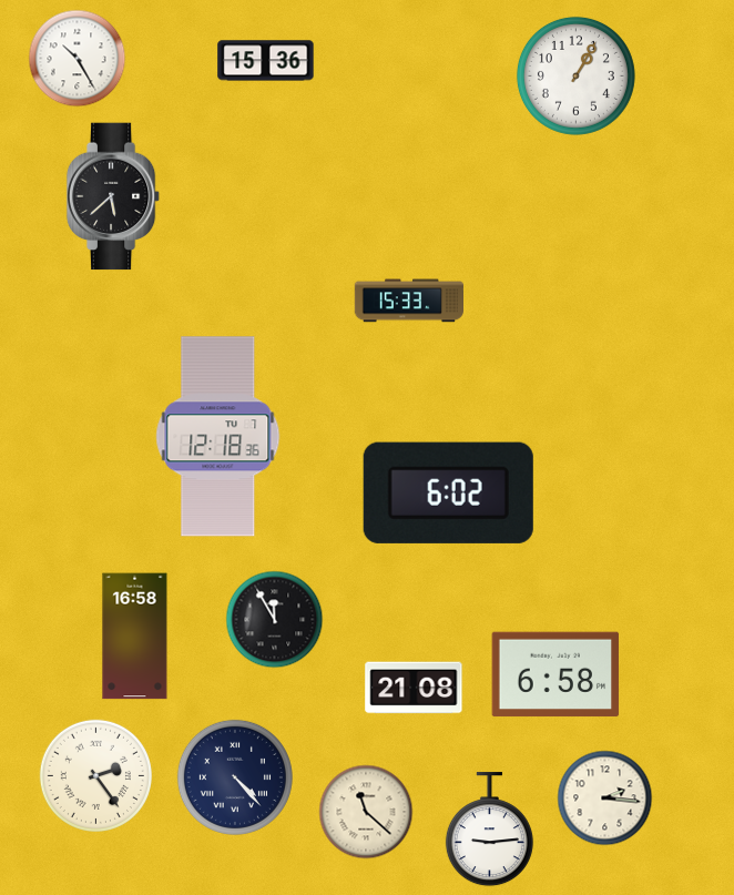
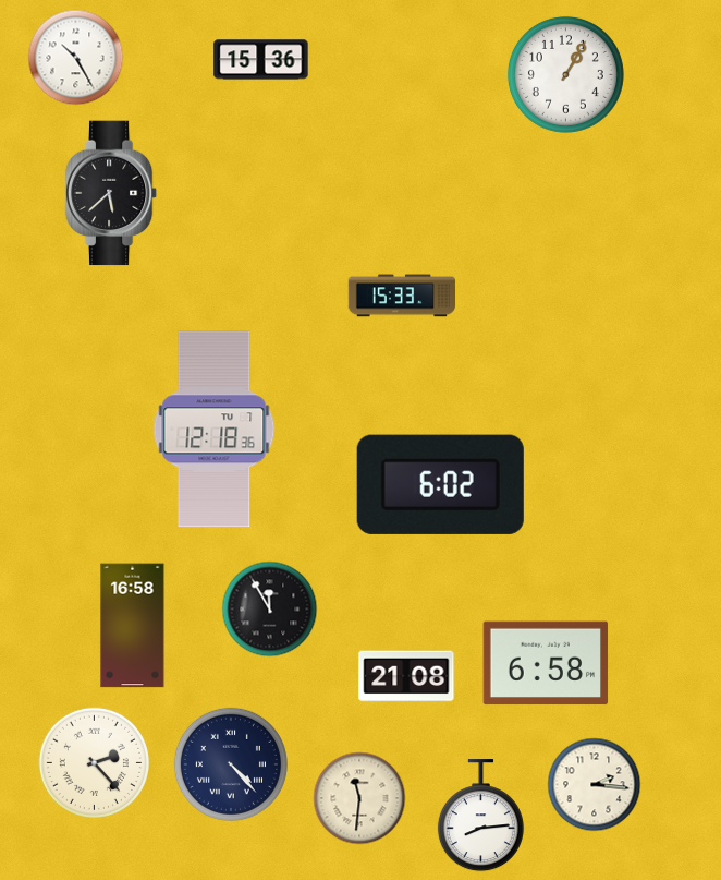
clock at (95, 775): 2:24 -> 2:23
clock at (366, 812): 11:22 -> 11:31
clock at (489, 830): 9:14 -> 8:14
